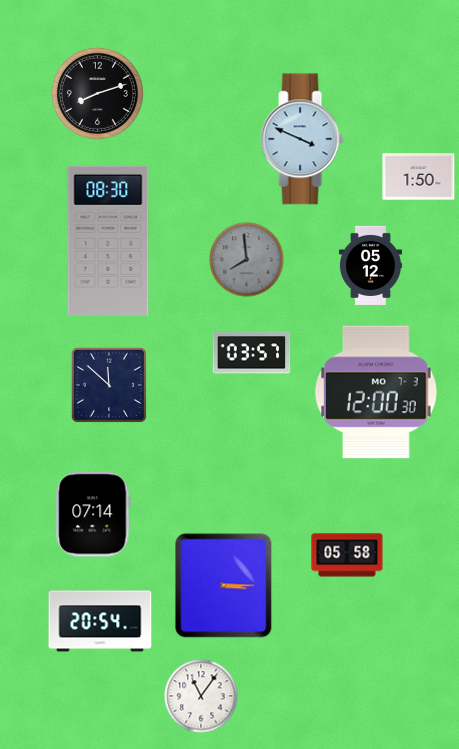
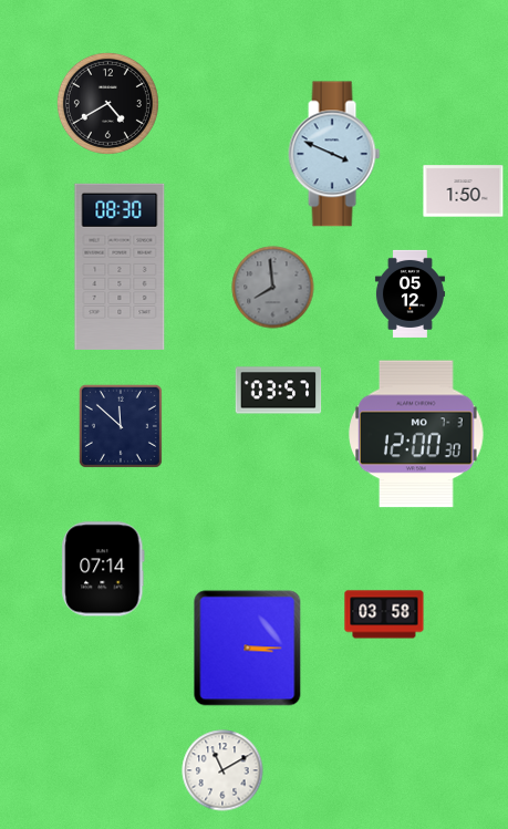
clock at (97, 93): 8:12 -> 4:40
clock at (419, 177) position: (419, 177) -> (464, 191)
clock at (347, 555): 05:58 -> 03:58
clock at (100, 621): 20:54 -> none
clock at (201, 696): 11:06 -> 11:10
